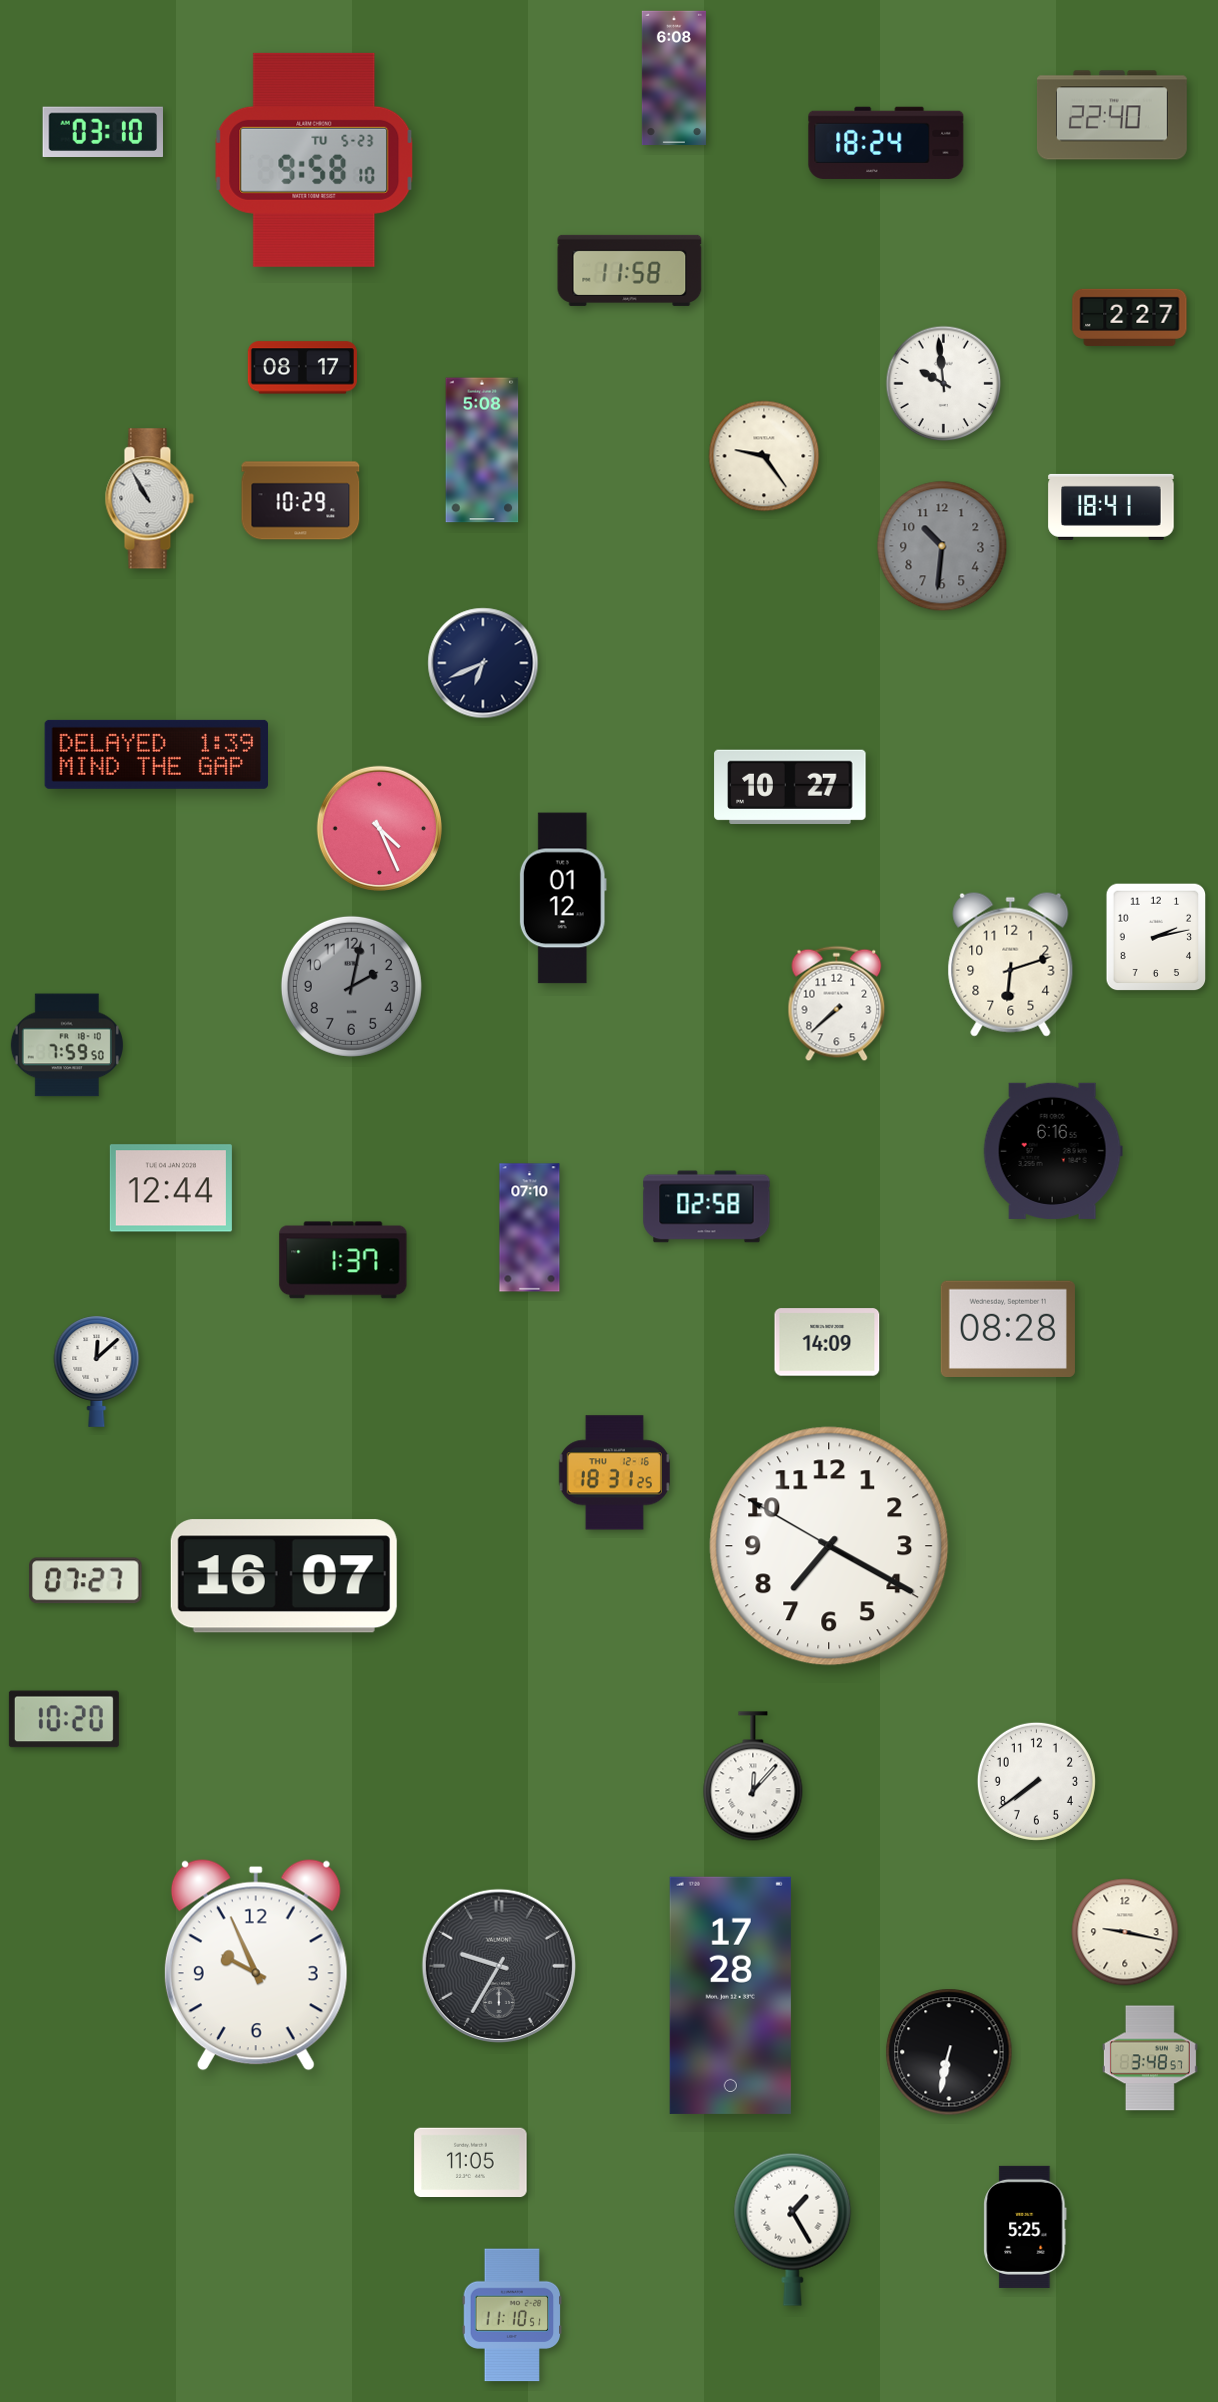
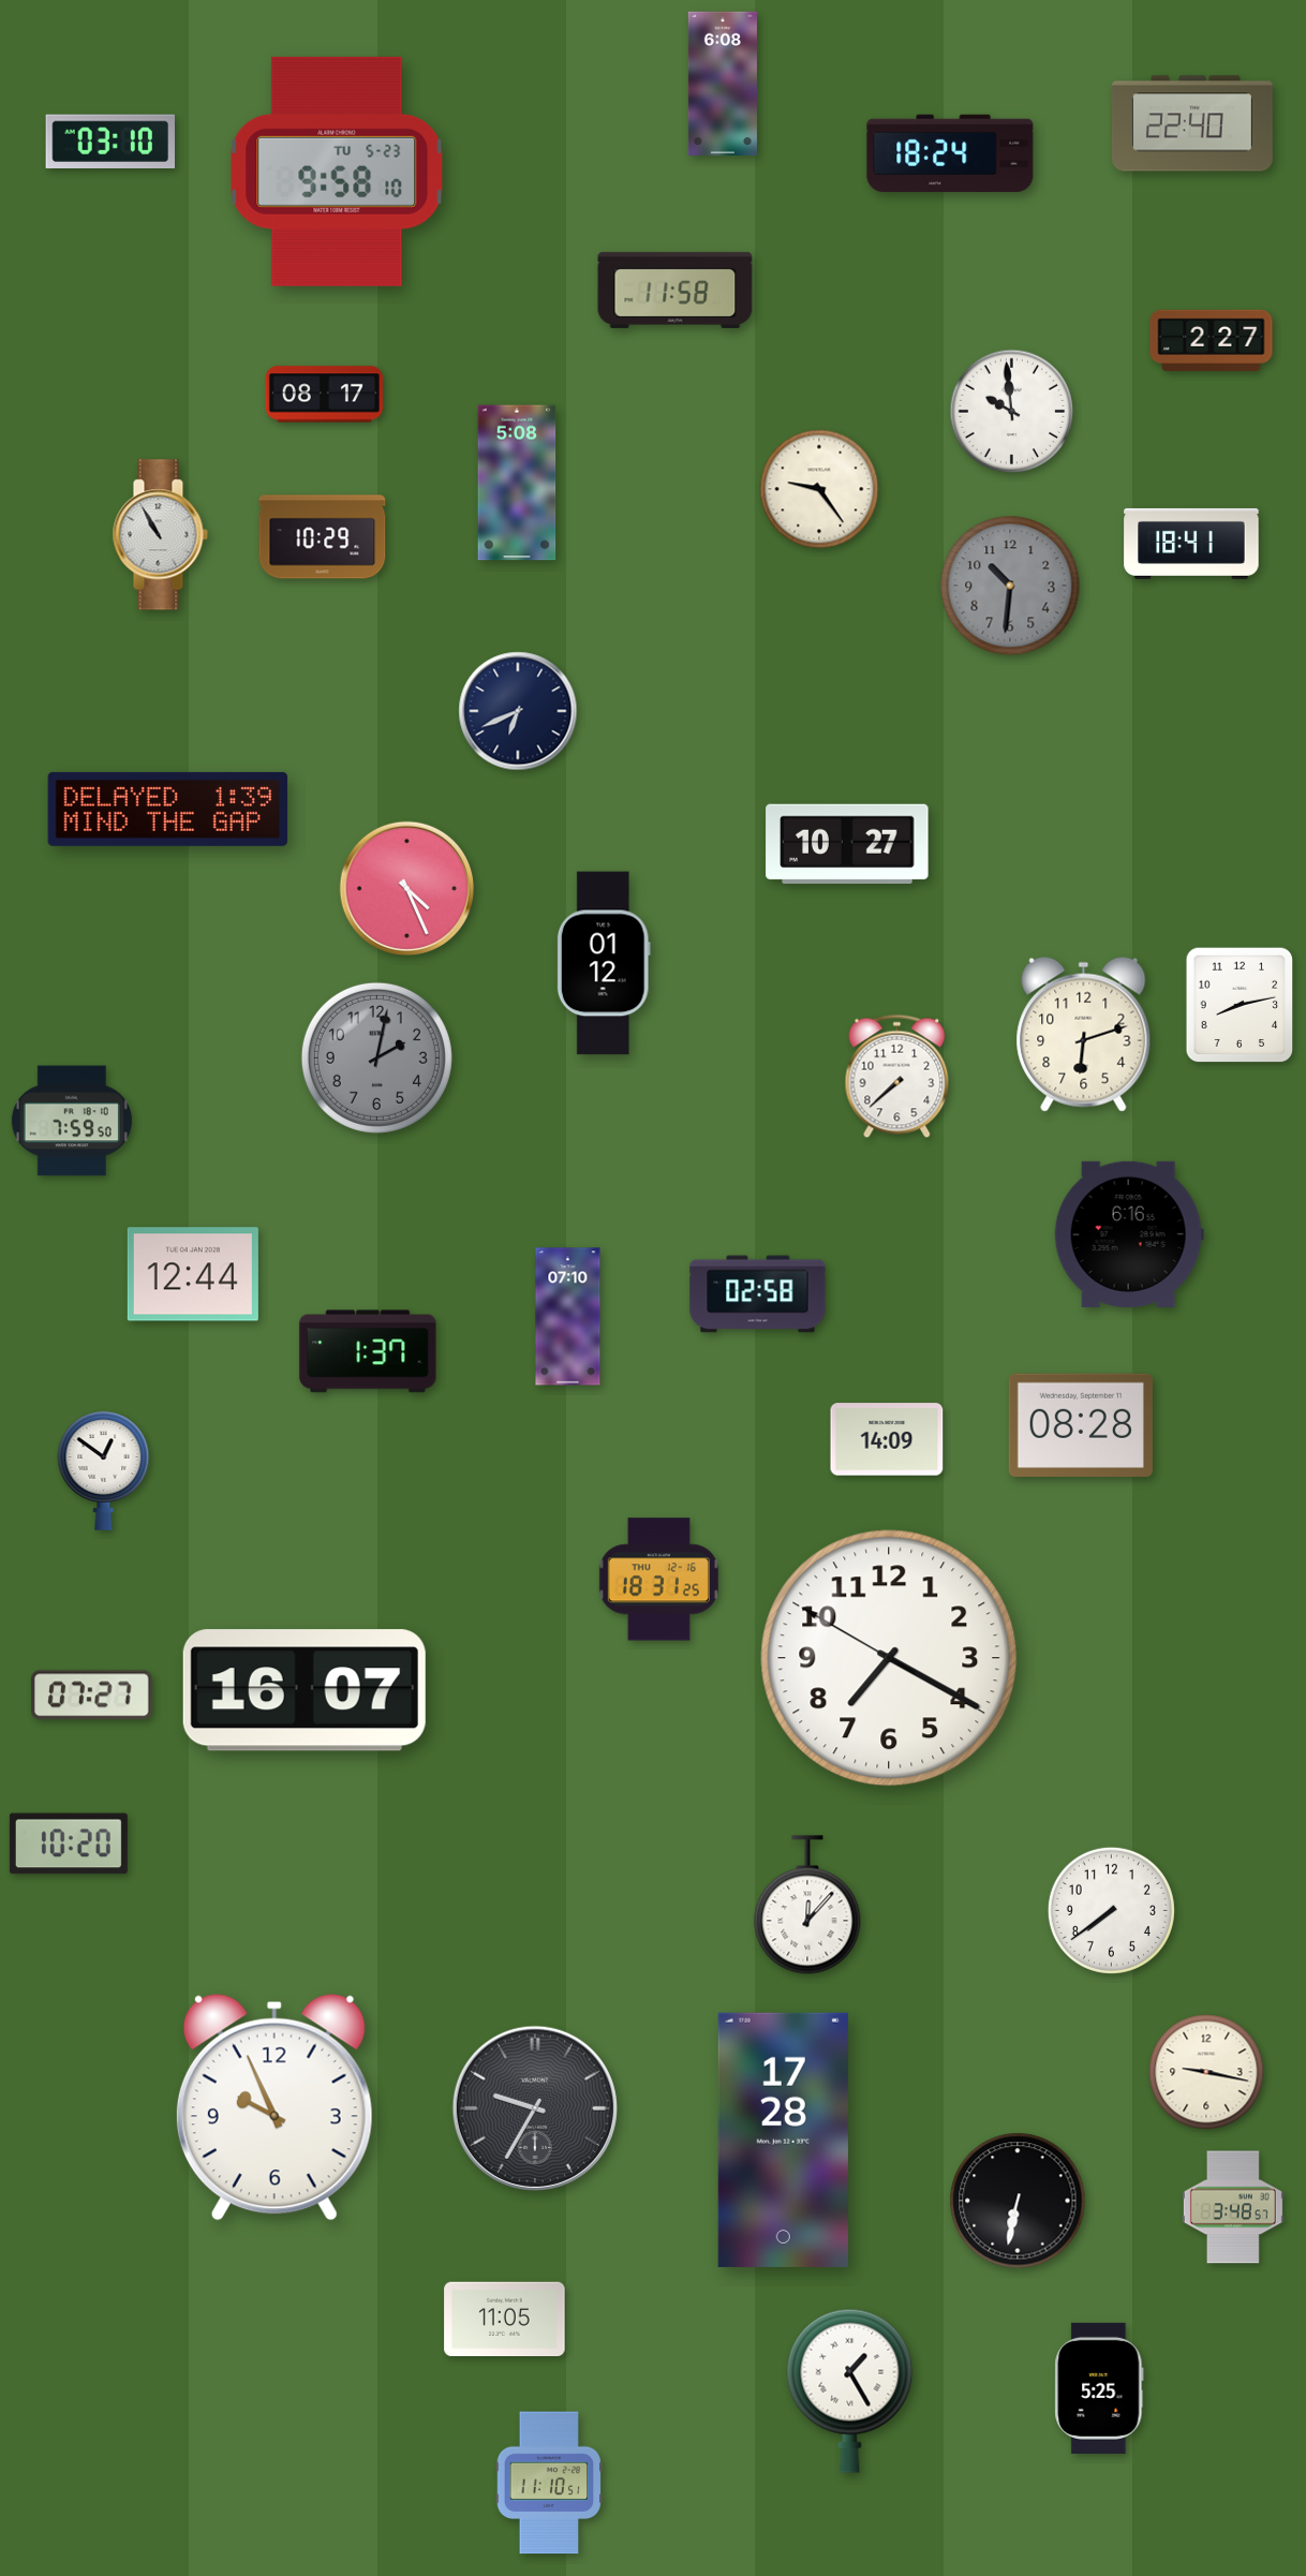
clock at (1156, 937): 2:13 -> 8:13
clock at (171, 1188) position: (171, 1188) -> (193, 1274)
clock at (97, 1371): 12:08 -> 12:51
